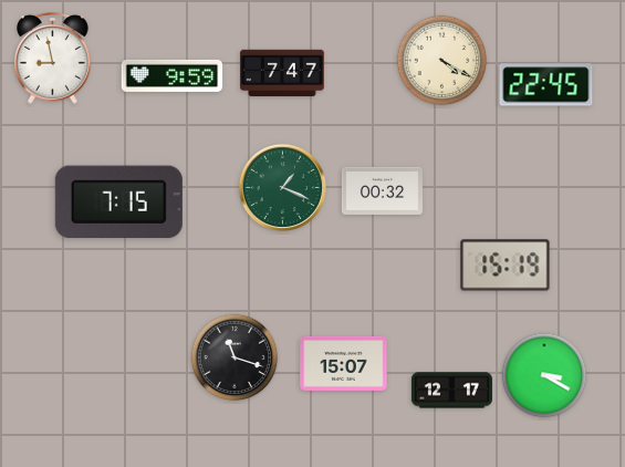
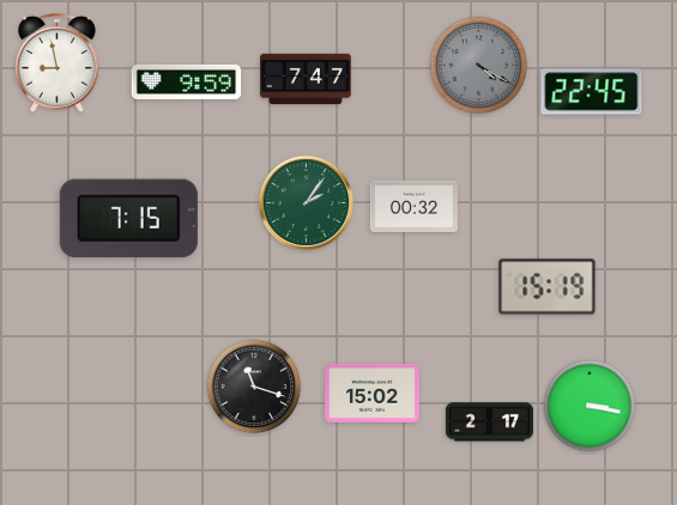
clock at (442, 61) dial: cream -> grey
clock at (282, 187): 1:19 -> 2:06
clock at (344, 363): 15:07 -> 15:02
clock at (544, 375): 3:20 -> 3:17
clock at (451, 391): 12:17 -> 2:17
